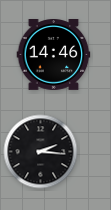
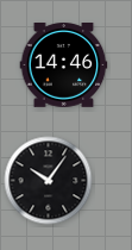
clock at (41, 152): 2:16 -> 10:06
